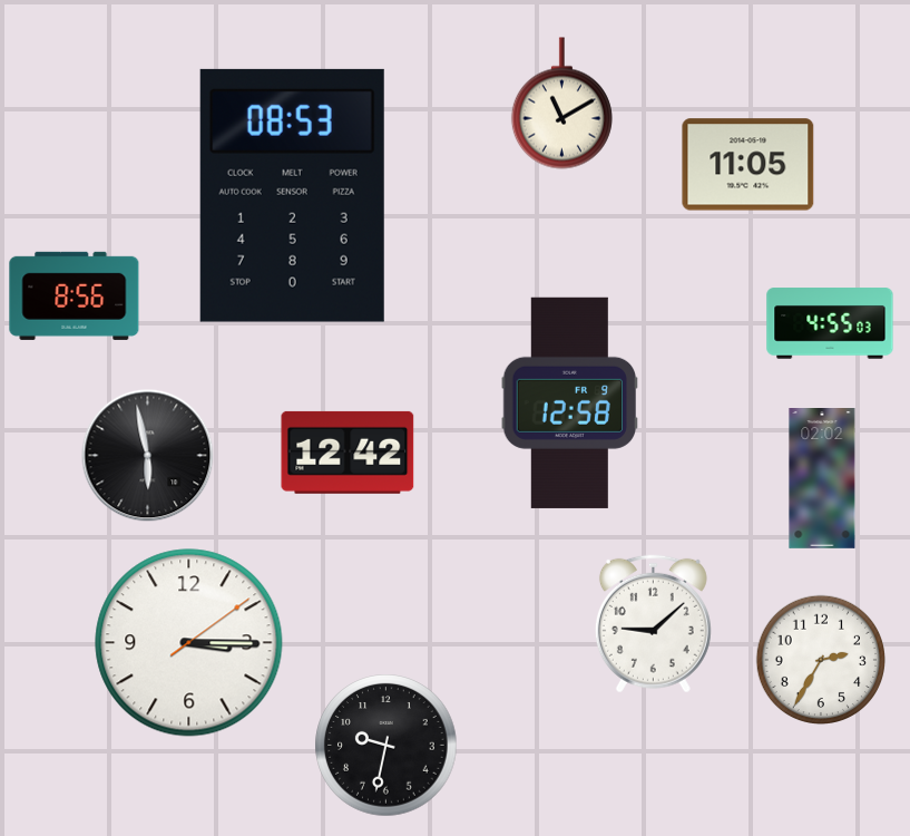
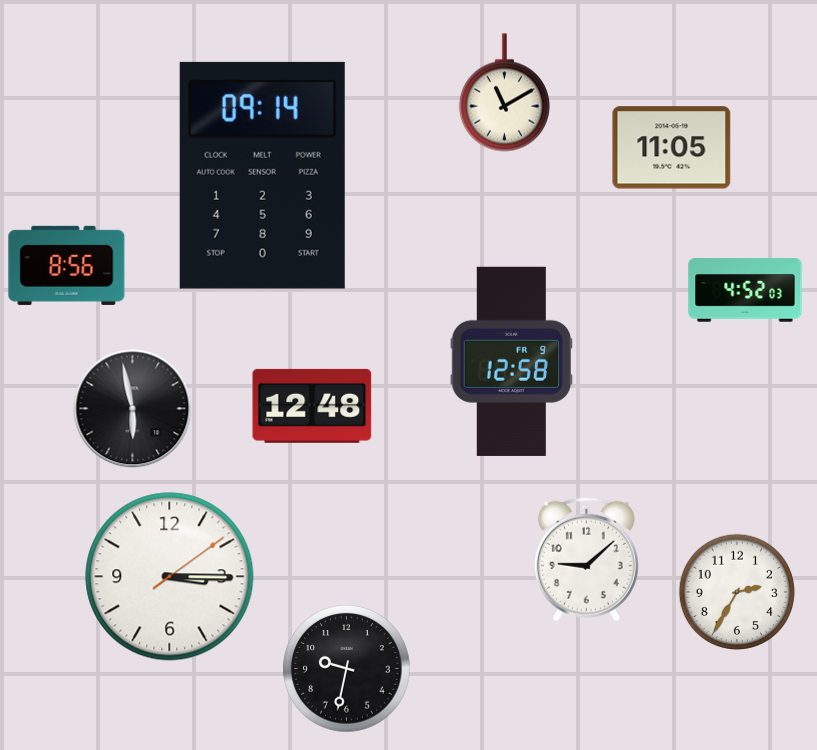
clock at (292, 195): 08:53 -> 09:14
clock at (830, 323): 4:55 -> 4:52
clock at (348, 453): 12:42 -> 12:48
clock at (822, 479): 02:02 -> none
